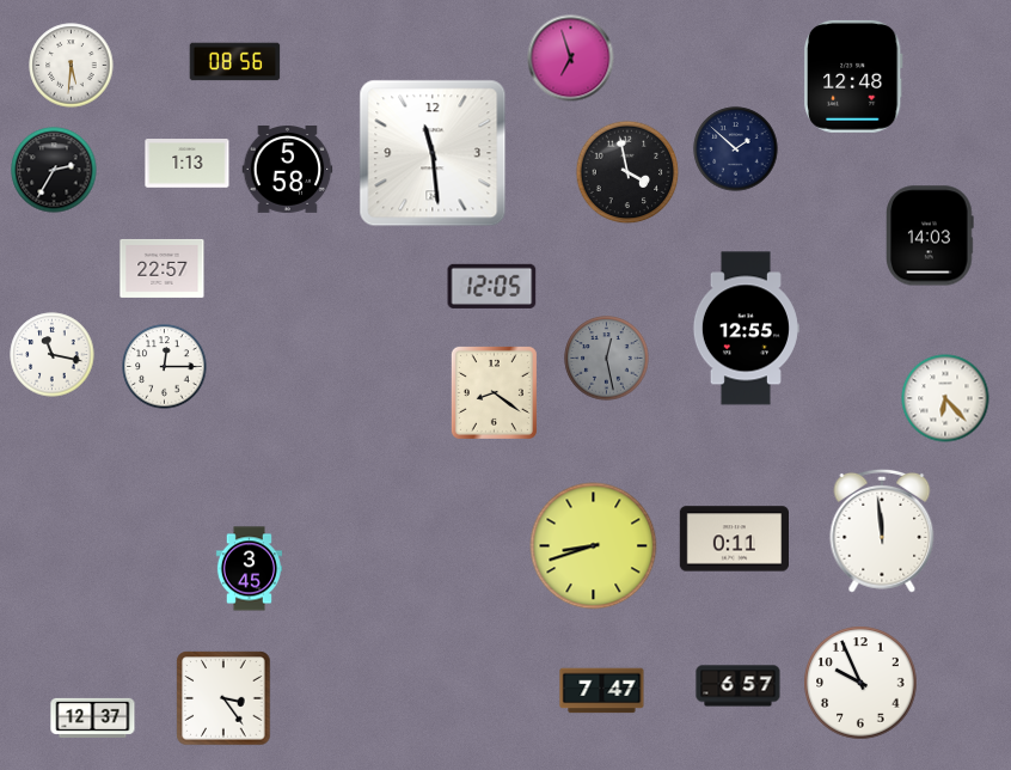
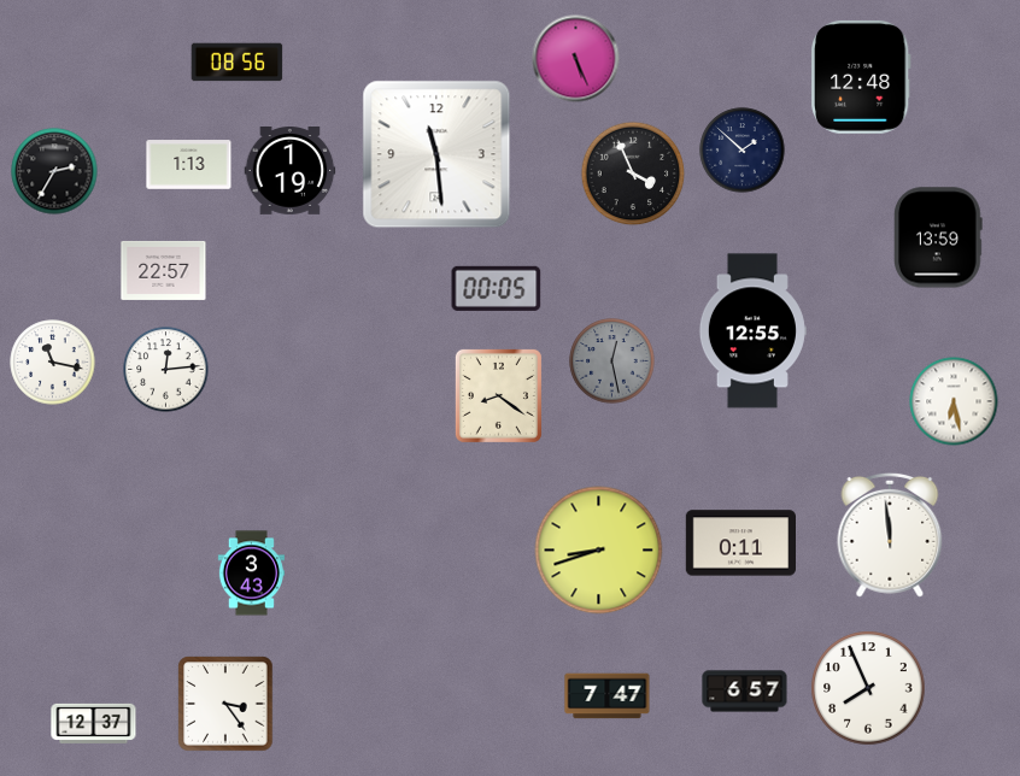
clock at (571, 59): 6:57 -> 5:26
clock at (72, 66): 5:31 -> none
clock at (288, 170): 5:58 -> 1:19
clock at (627, 172): 3:58 -> 3:56
clock at (931, 236): 14:03 -> 13:59
clock at (492, 286): 12:05 -> 00:05
clock at (53, 355) position: (53, 355) -> (53, 363)
clock at (165, 367): 12:15 -> 12:14
clock at (945, 398): 6:23 -> 6:28
clock at (249, 569): 3:45 -> 3:43
clock at (860, 683): 9:56 -> 7:56
